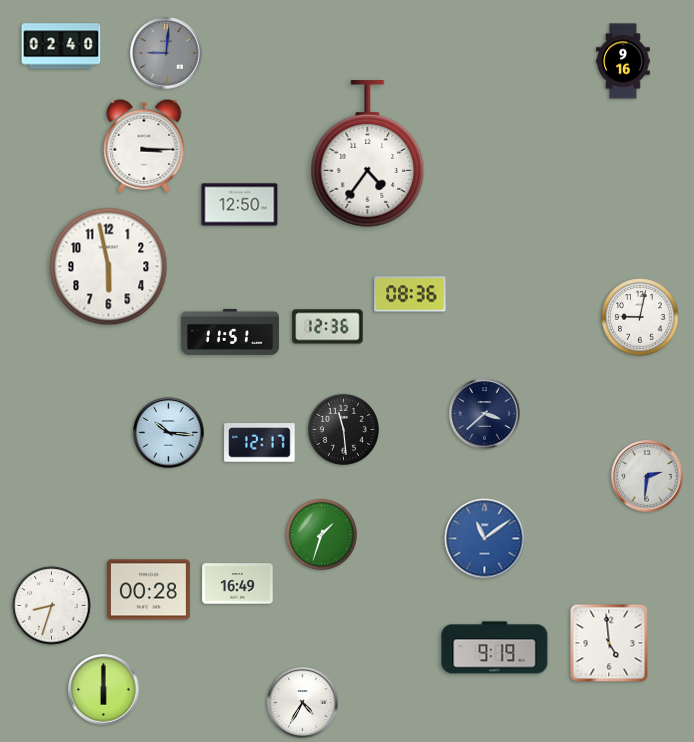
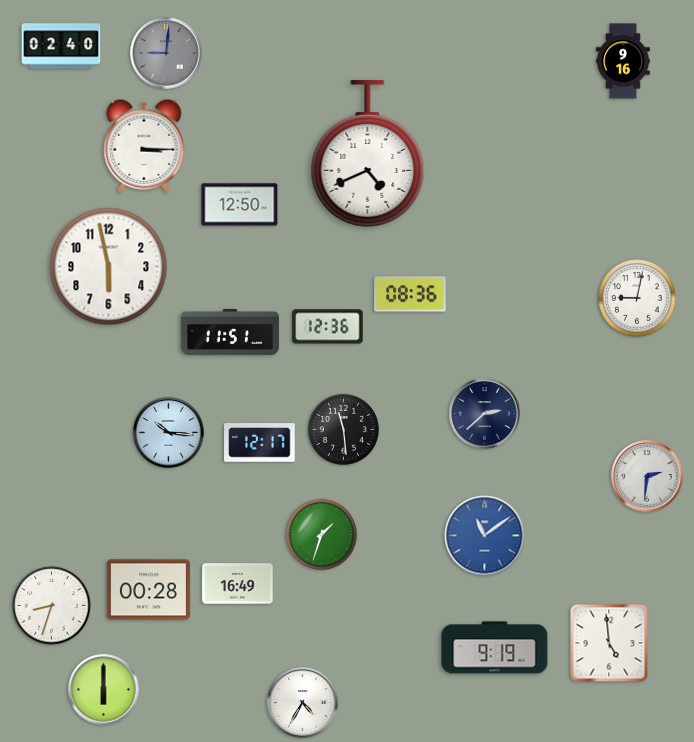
clock at (368, 154): 4:36 -> 4:41
clock at (640, 317) position: (640, 317) -> (637, 298)
clock at (485, 414): 3:38 -> 2:38
clock at (485, 539) position: (485, 539) -> (485, 536)
